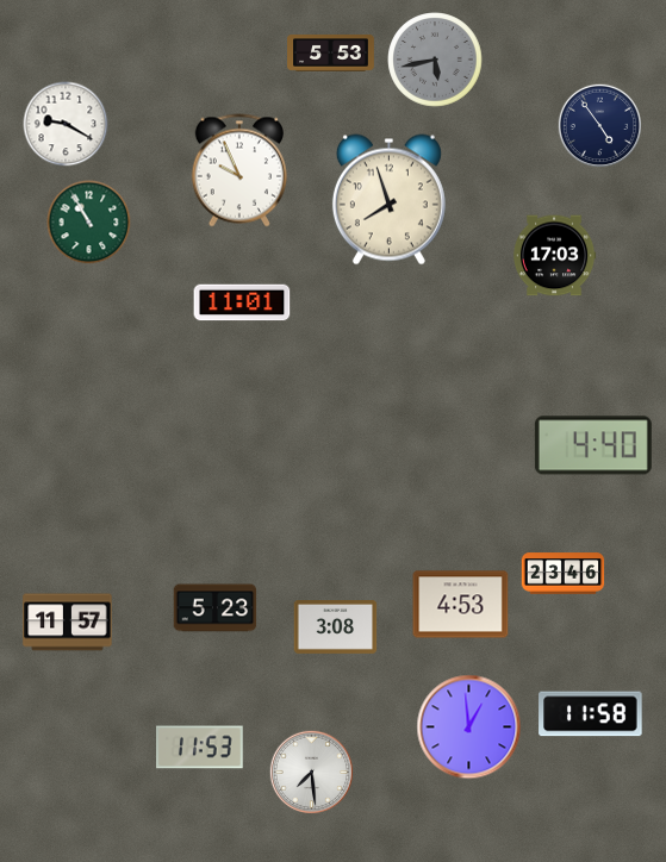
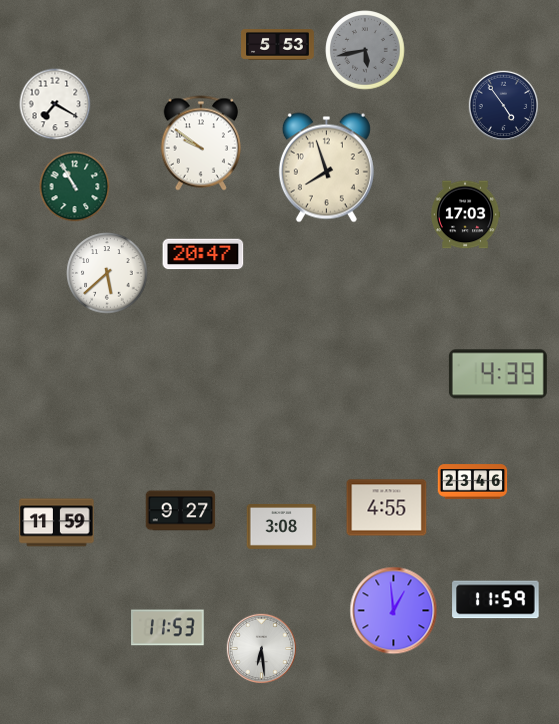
clock at (66, 124): 9:20 -> 7:20
clock at (239, 170): 9:56 -> 9:51
clock at (242, 302): 11:01 -> 20:47
clock at (107, 273): none -> 5:38
clock at (593, 445): 4:40 -> 4:39
clock at (461, 605): 4:53 -> 4:55
clock at (216, 608): 5:23 -> 9:27
clock at (68, 623): 11:57 -> 11:59
clock at (591, 714): 11:58 -> 11:59
clock at (312, 773): 7:29 -> 6:29
